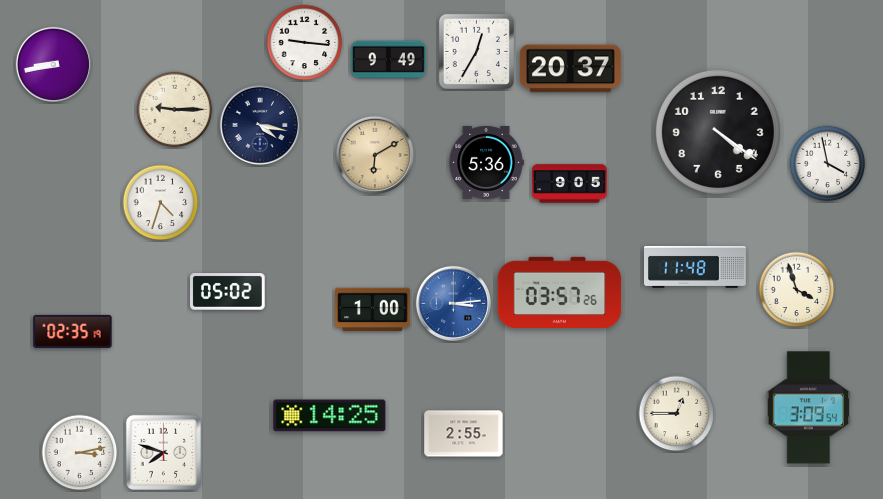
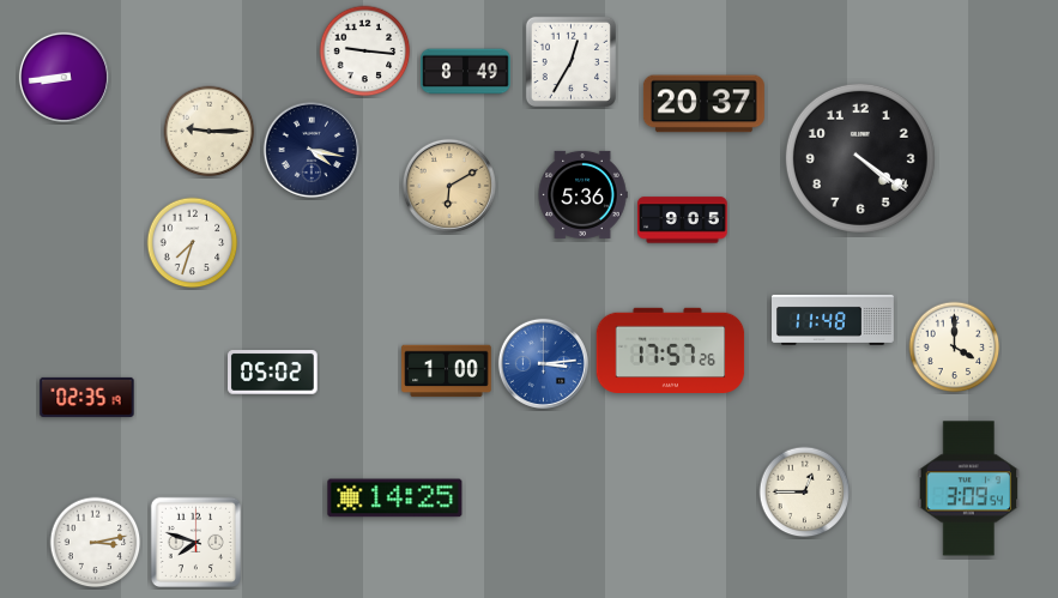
clock at (389, 60): 9:49 -> 8:49
clock at (53, 64): 8:43 -> 8:44
clock at (570, 69) position: (570, 69) -> (703, 104)
clock at (828, 164): 3:58 -> none
clock at (161, 203): 4:33 -> 7:33
clock at (797, 290): 3:57 -> 4:00
clock at (228, 292) position: (228, 292) -> (273, 373)
clock at (560, 292): 03:57 -> 17:57
clock at (677, 414) position: (677, 414) -> (805, 493)
clock at (464, 434): 2:55 -> none
